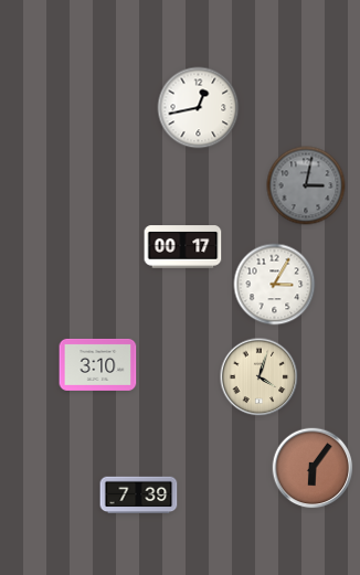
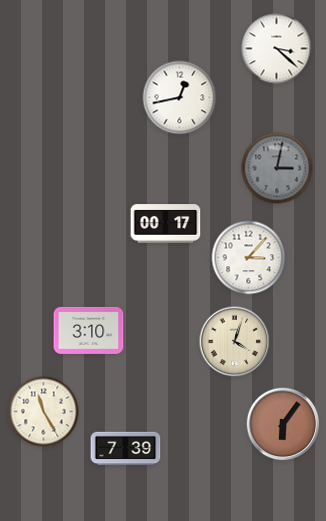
clock at (277, 49): none -> 3:22
clock at (275, 285): 3:05 -> 3:07
clock at (44, 412): none -> 11:25
